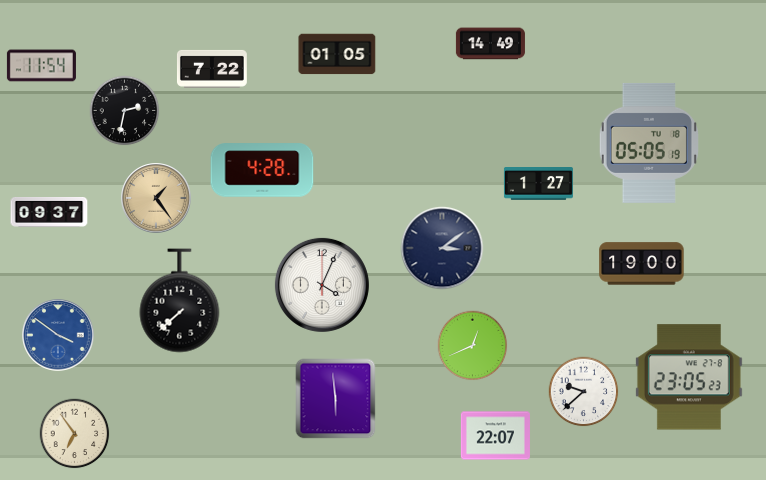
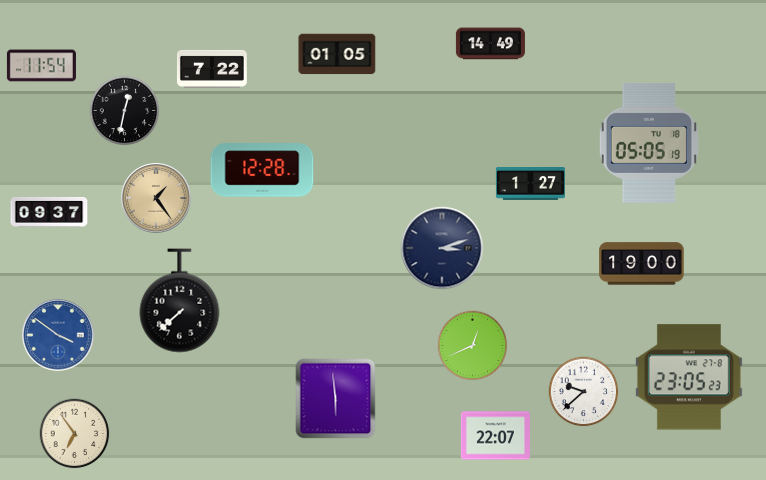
clock at (125, 111): 2:32 -> 12:32
clock at (262, 170): 4:28 -> 12:28
clock at (538, 184) position: (538, 184) -> (530, 184)
clock at (442, 248): 3:09 -> 3:12
clock at (322, 285): 4:04 -> none
